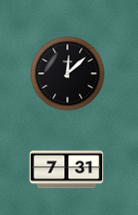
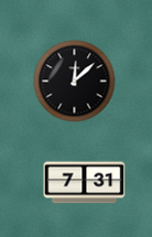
clock at (67, 170) position: (67, 170) -> (85, 183)
